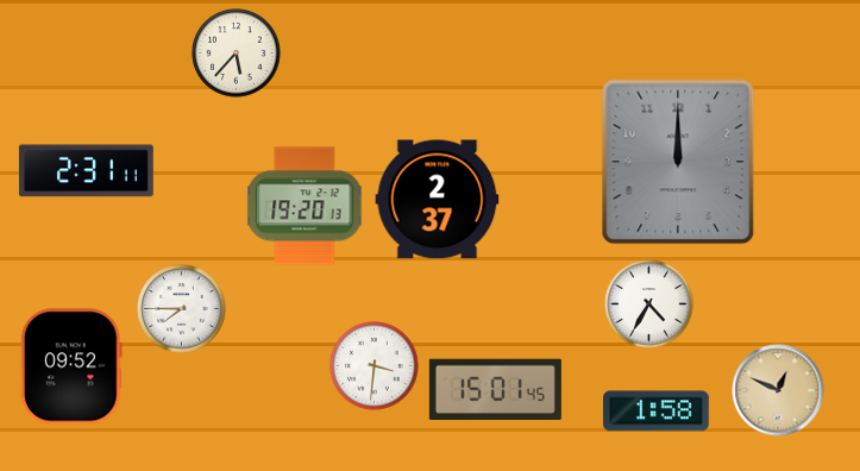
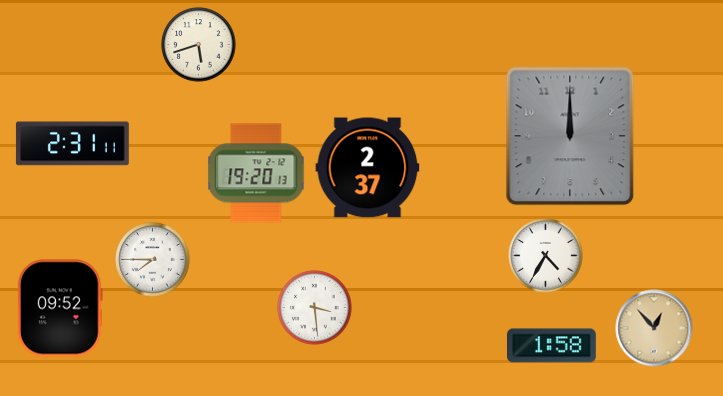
clock at (237, 54): 5:37 -> 5:42
clock at (375, 366): 3:31 -> 3:29
clock at (495, 390): 15:01 -> none
clock at (778, 390): 12:49 -> 12:53
